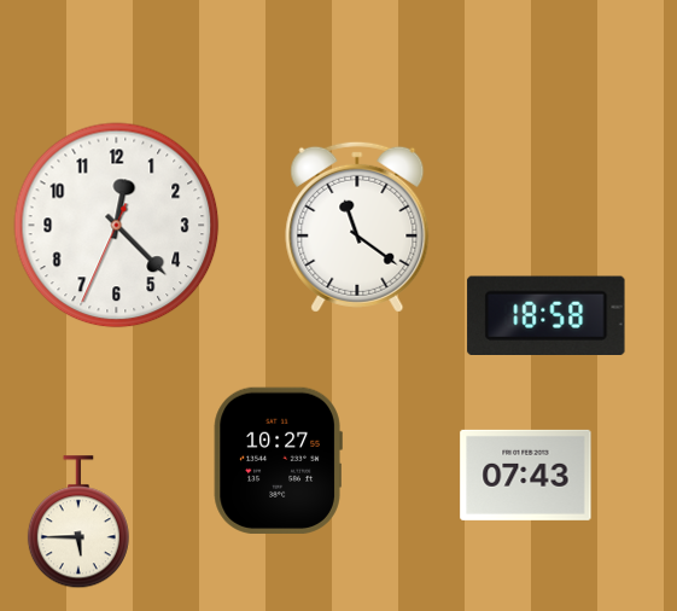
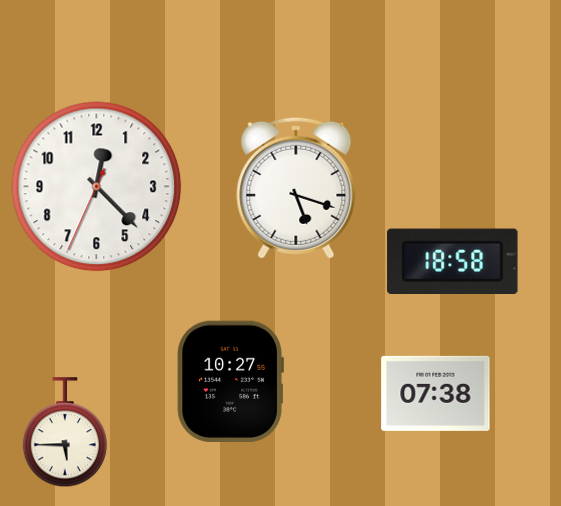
clock at (357, 227): 11:21 -> 5:18
clock at (526, 475): 07:43 -> 07:38
